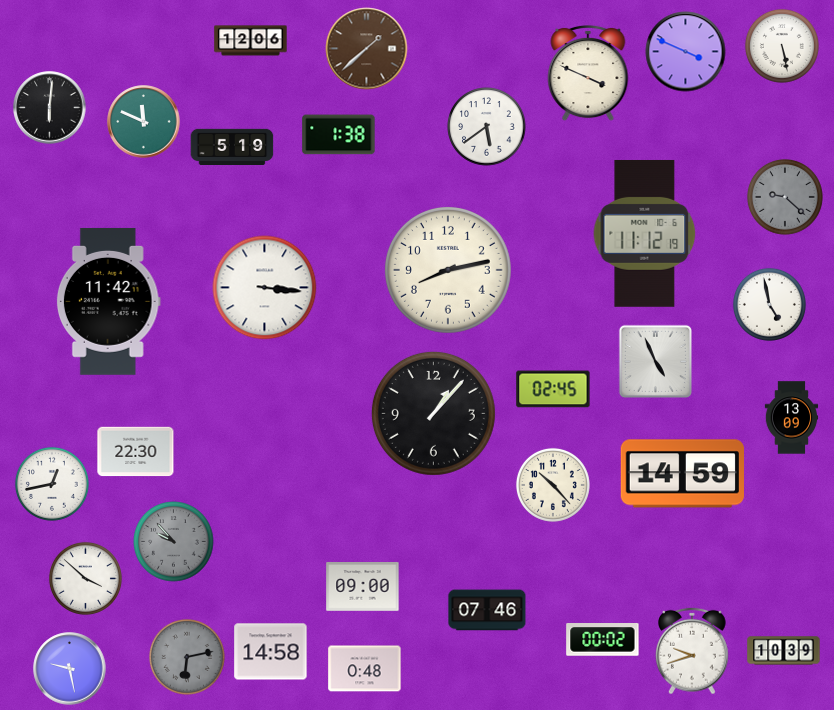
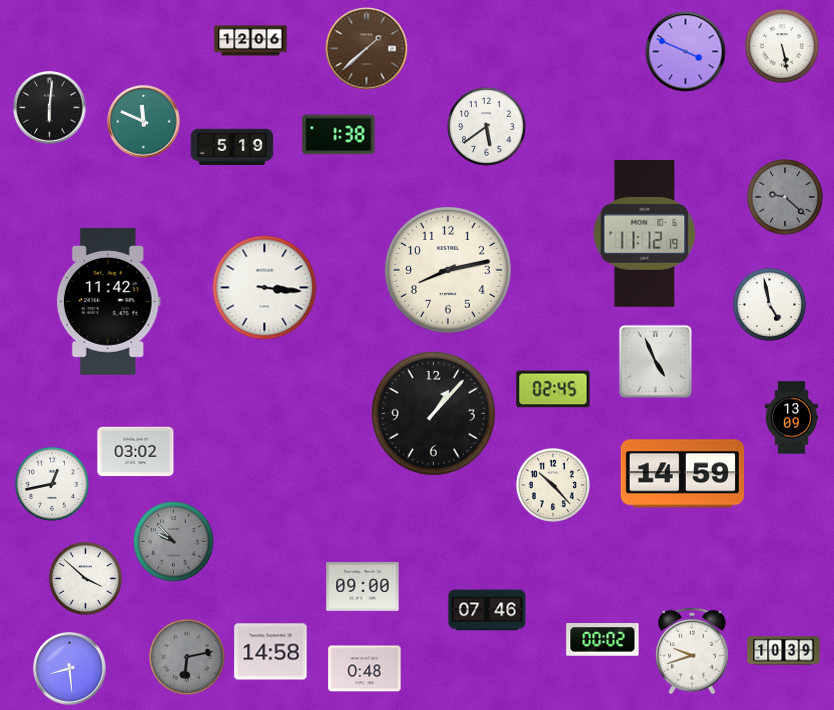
clock at (588, 73): 3:49 -> none
clock at (136, 452): 22:30 -> 03:02
clock at (70, 669): 9:28 -> 8:29
